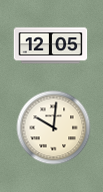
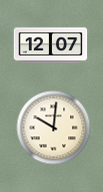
clock at (51, 46): 12:05 -> 12:07
